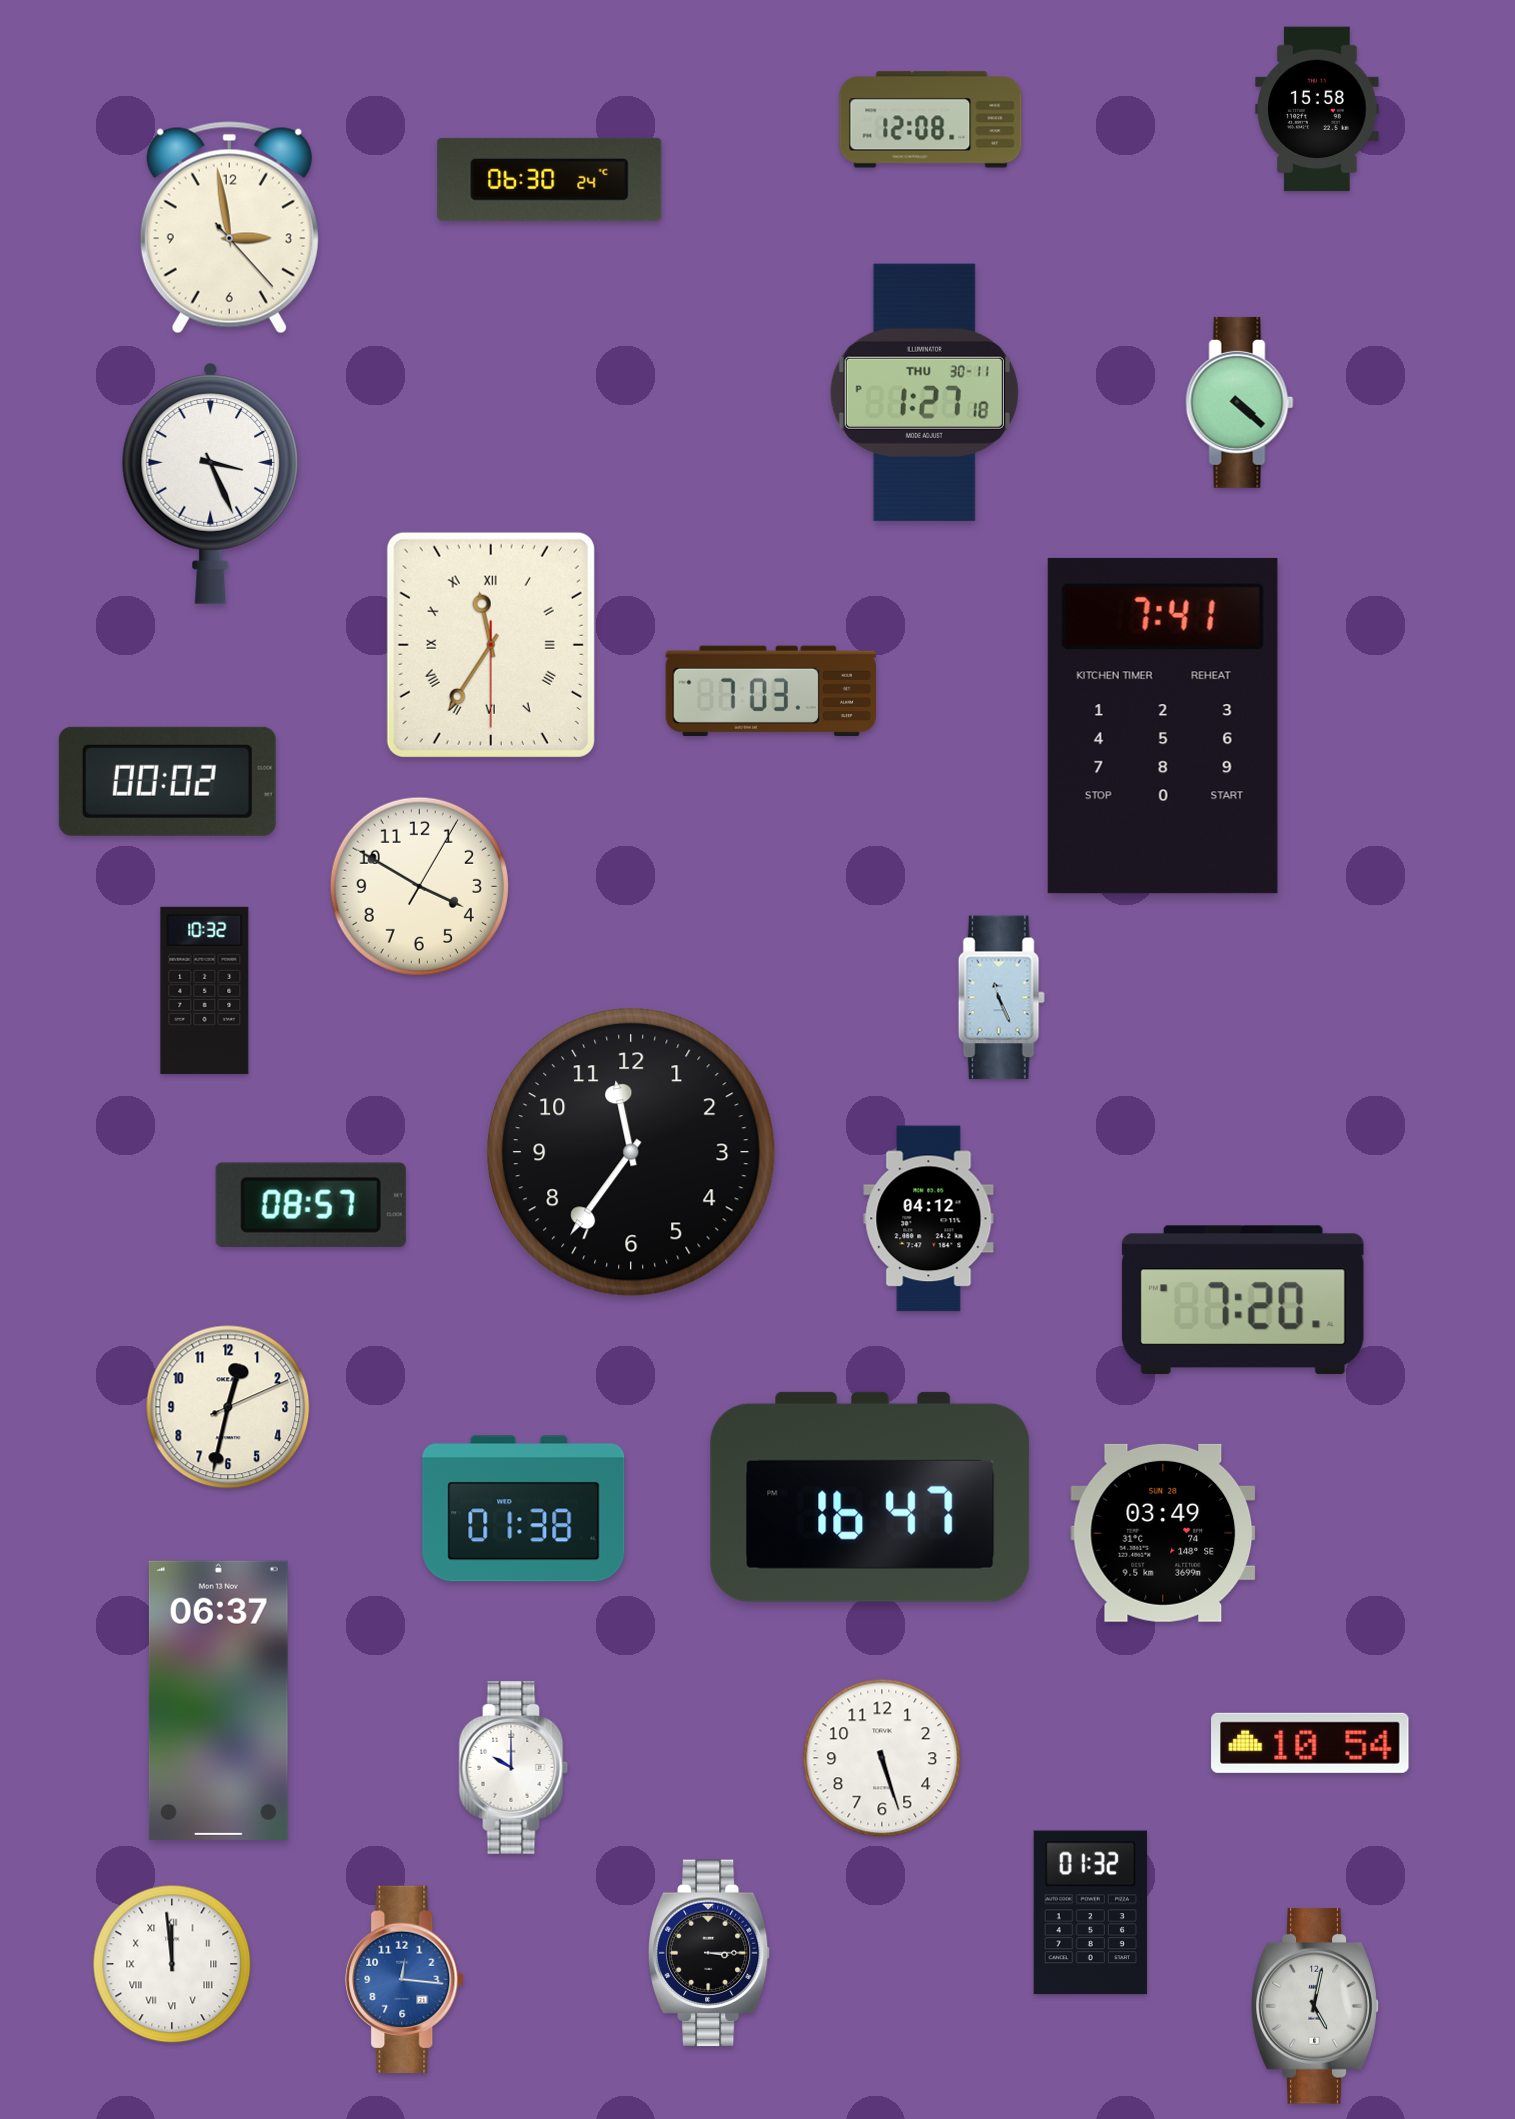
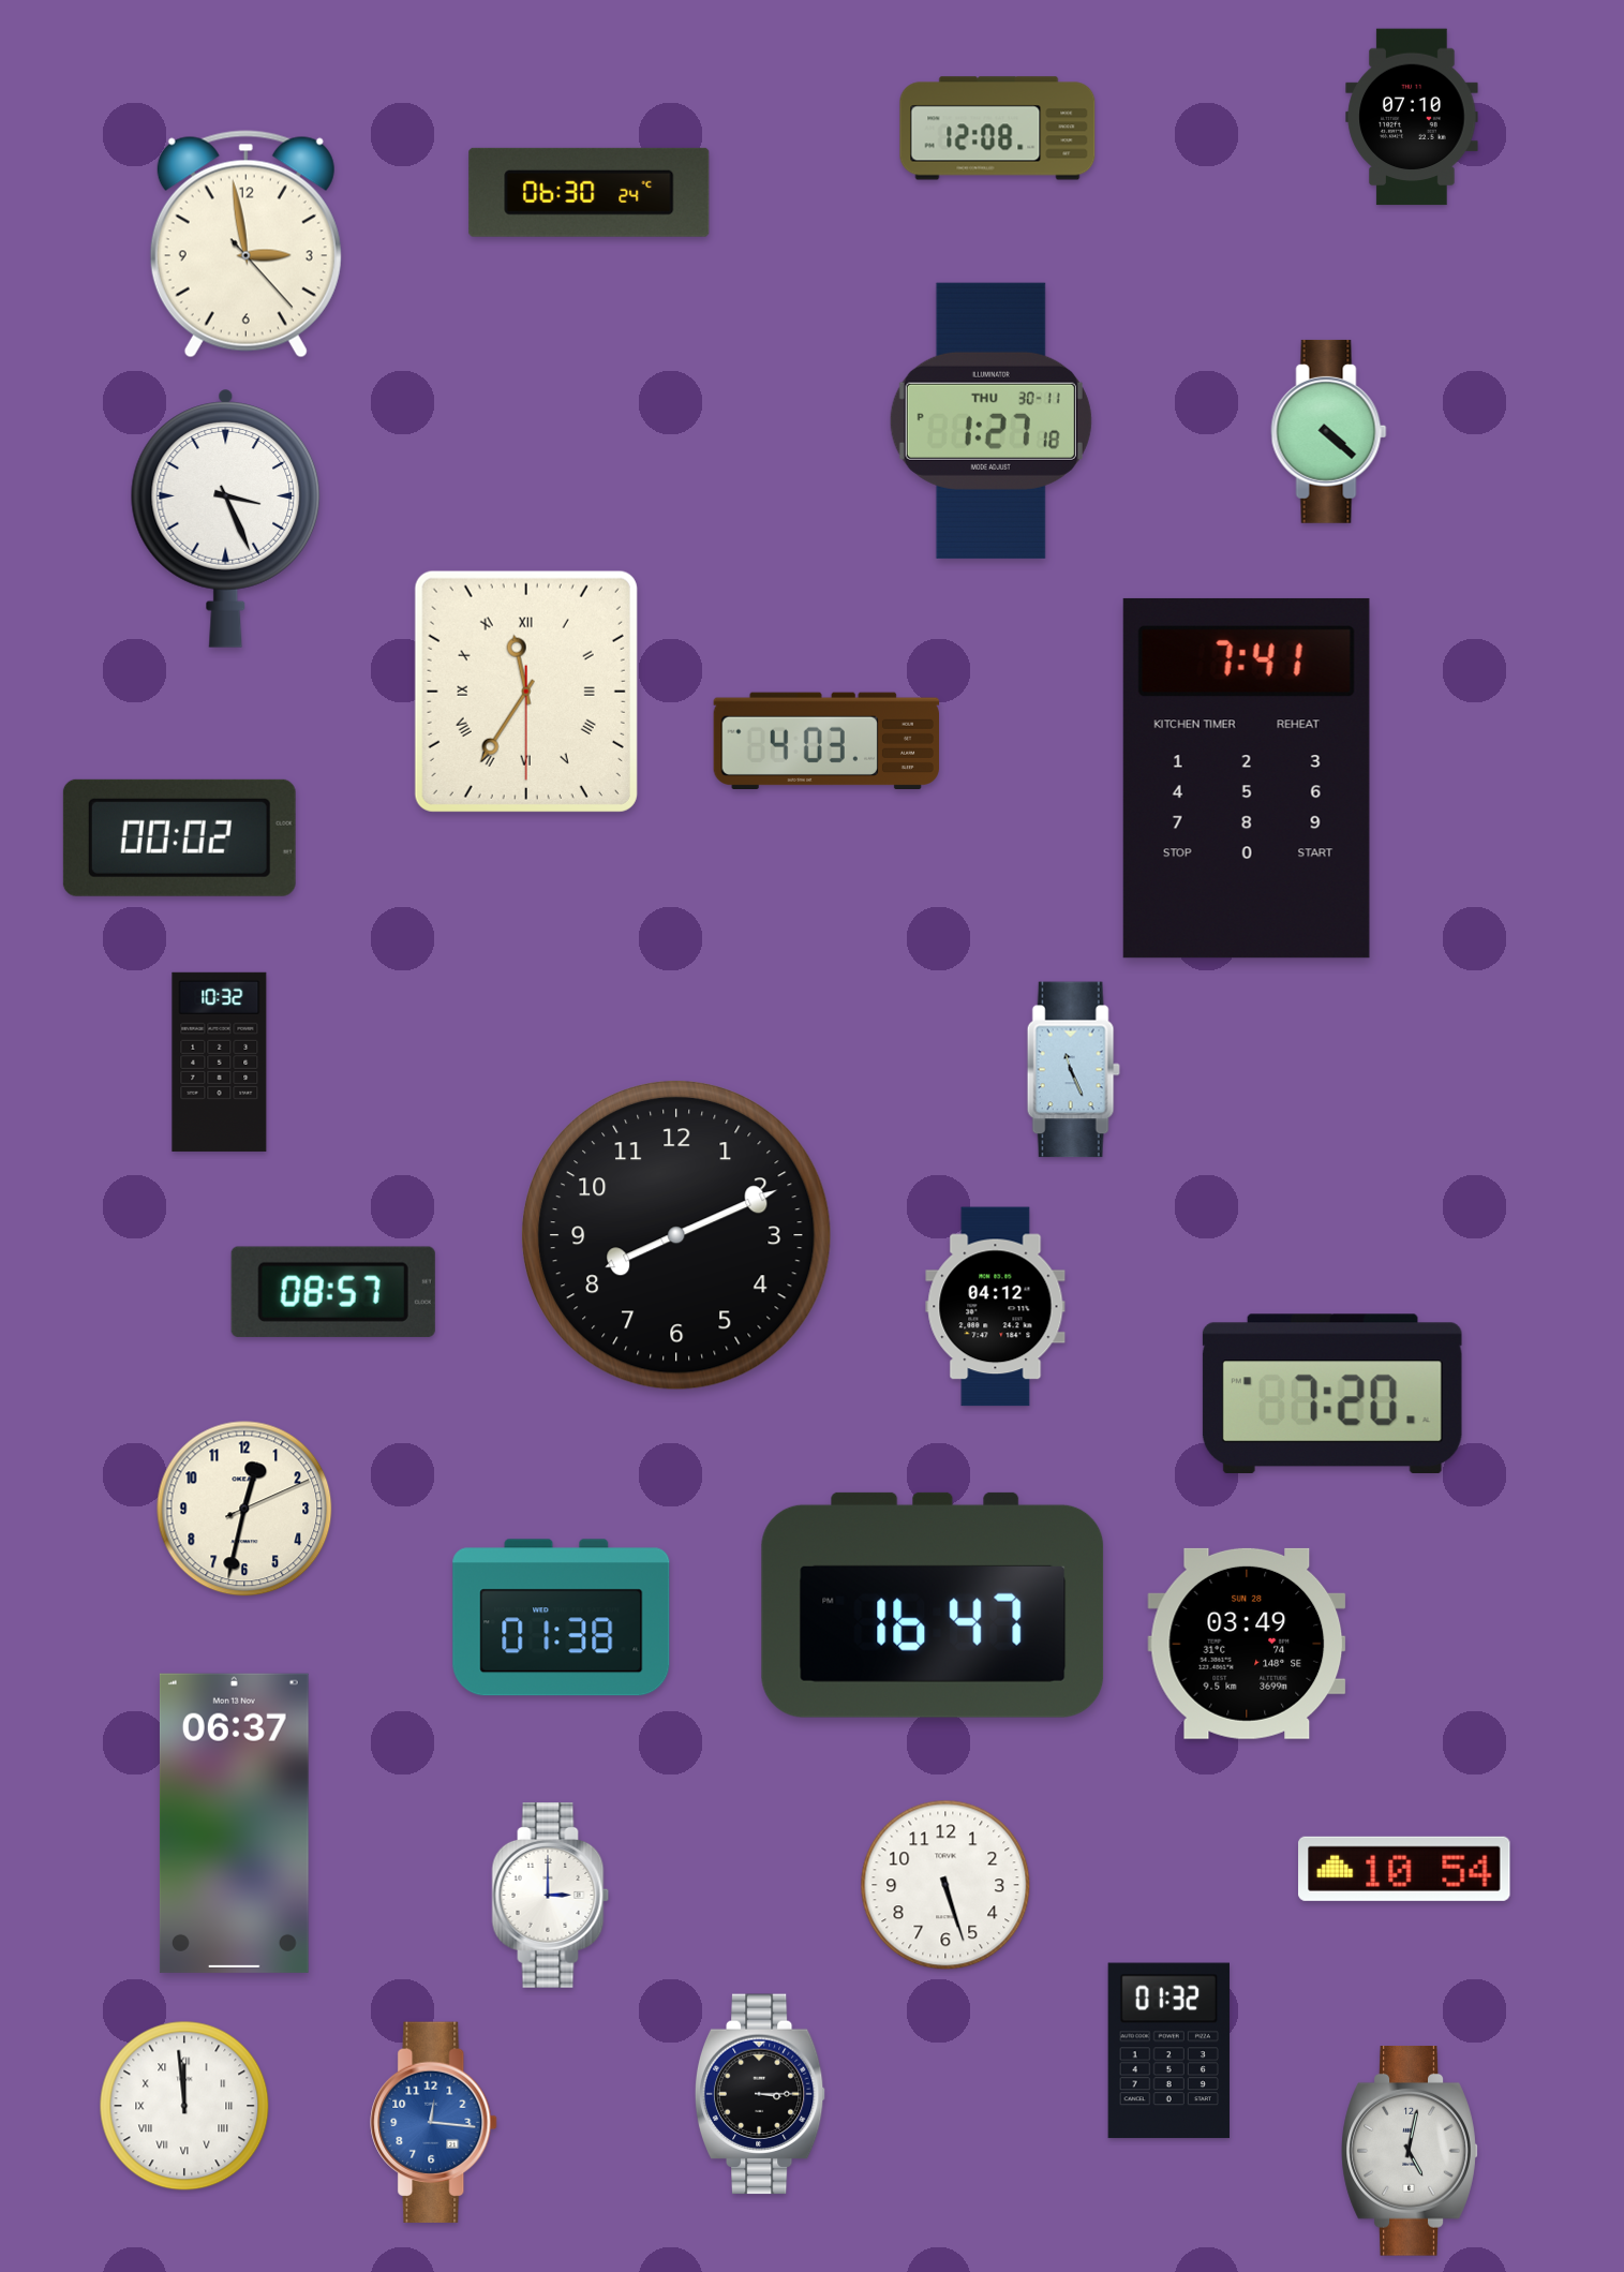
clock at (1317, 109): 15:58 -> 07:10
clock at (770, 690): 7:03 -> 4:03
clock at (419, 886): 3:50 -> none
clock at (632, 1153): 11:36 -> 8:11
clock at (514, 1768): 10:00 -> 3:00
